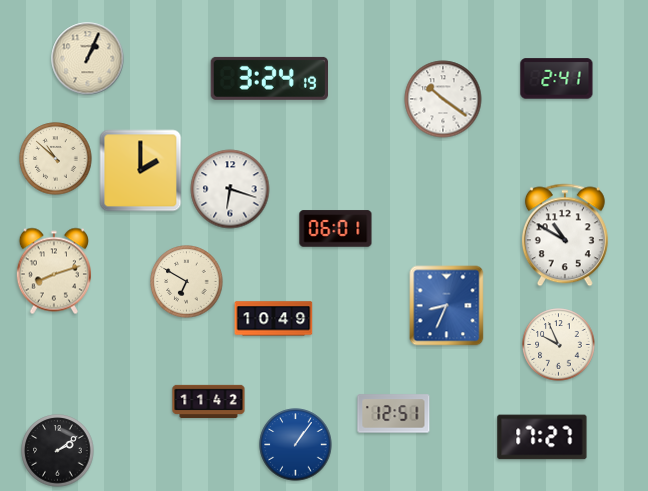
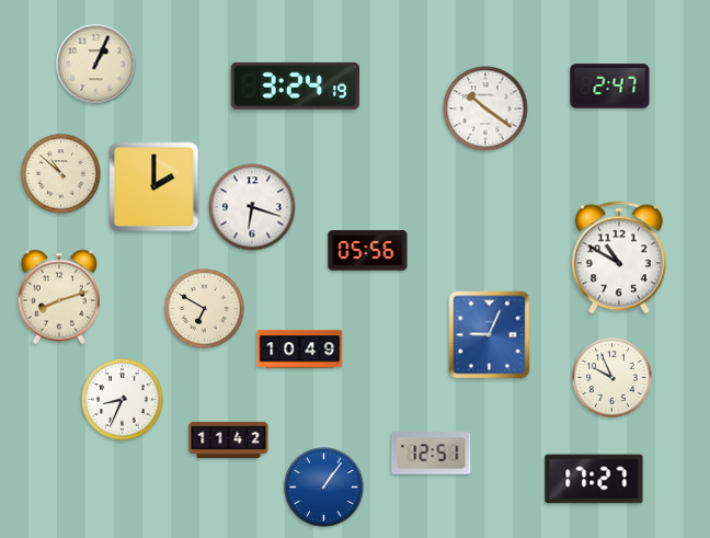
clock at (557, 79): 2:41 -> 2:47
clock at (336, 229): 06:01 -> 05:56
clock at (447, 306): 8:34 -> 9:04
clock at (123, 400): none -> 8:34
clock at (58, 451): 2:09 -> none
